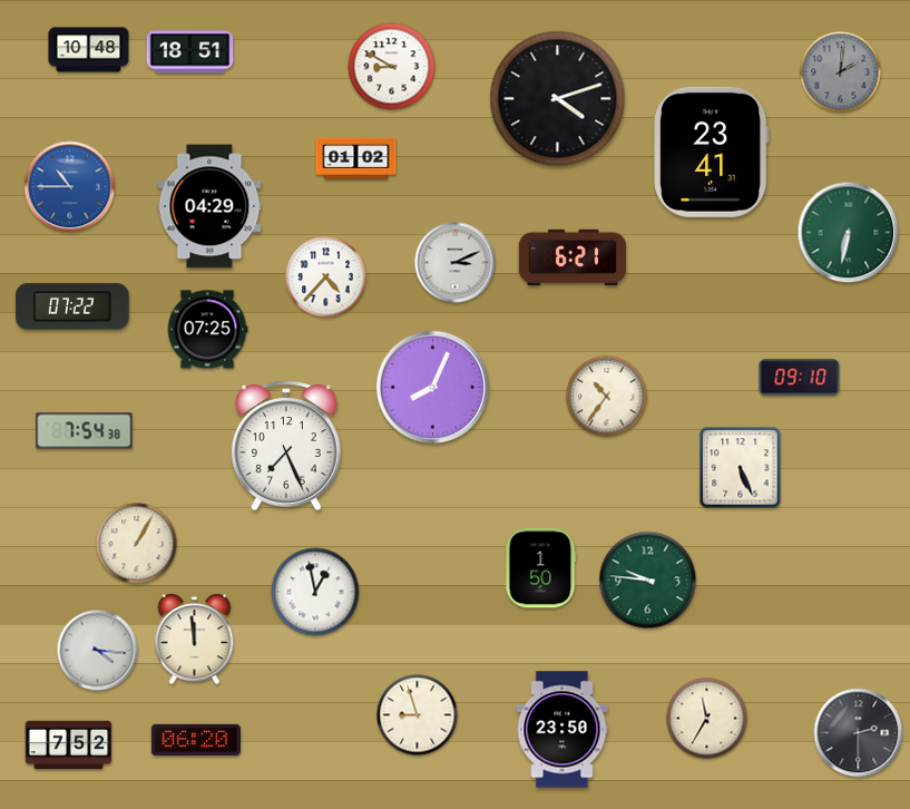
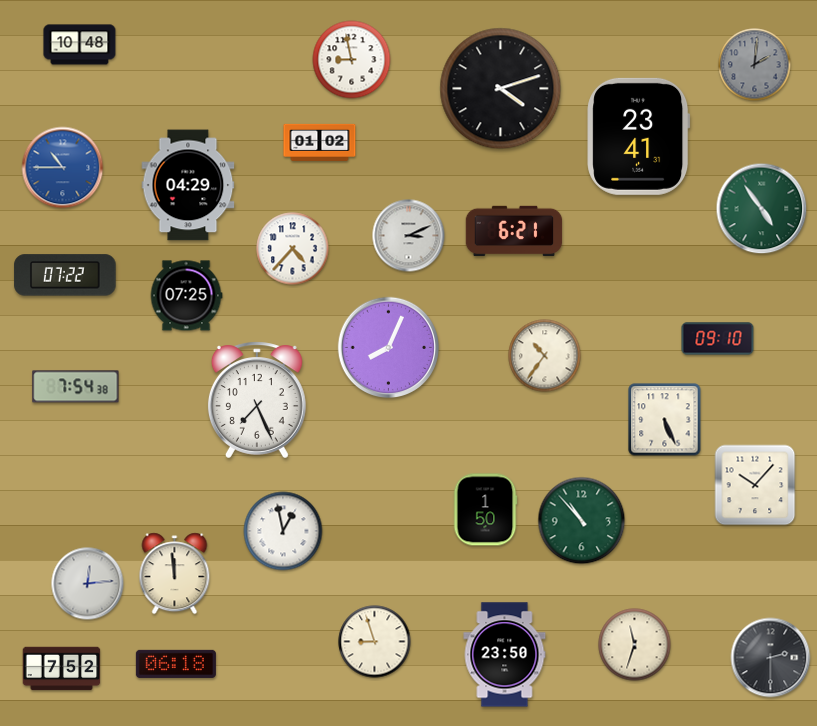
clock at (190, 52): 18:51 -> none
clock at (392, 67): 8:50 -> 8:58
clock at (849, 233): 6:32 -> 4:54
clock at (755, 485): none -> 10:07
clock at (137, 544): 1:05 -> none
clock at (648, 581): 9:46 -> 10:53
clock at (98, 651): 4:16 -> 12:14
clock at (707, 719): 11:35 -> 11:33
clock at (196, 740): 06:20 -> 06:18
